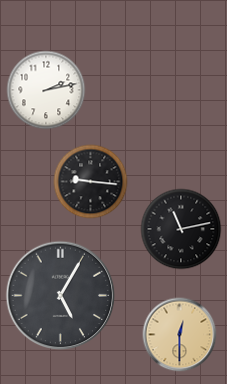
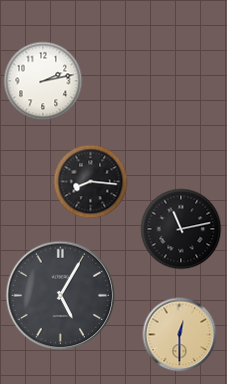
clock at (46, 90) position: (46, 90) -> (43, 81)
clock at (91, 182): 9:16 -> 8:16
